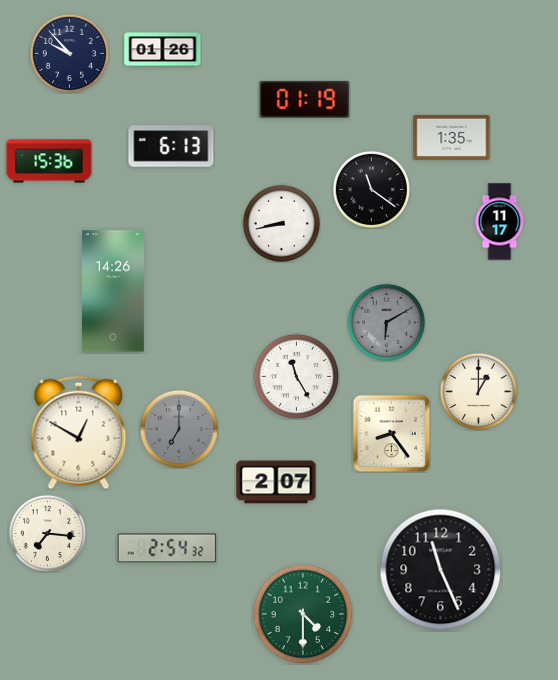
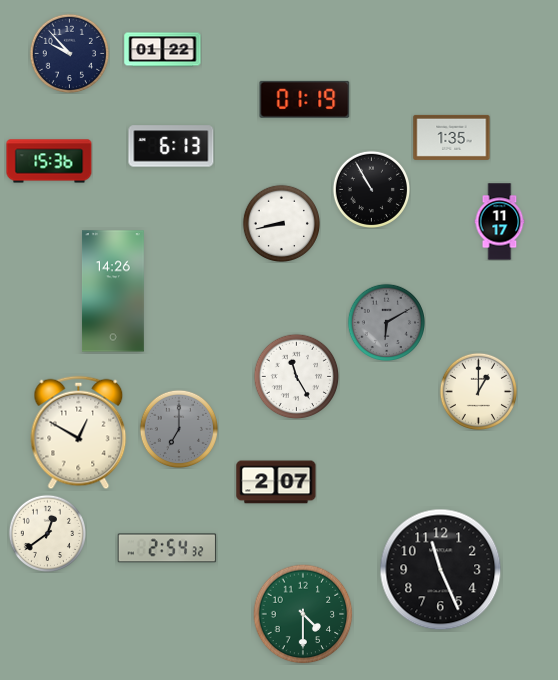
clock at (163, 50): 01:26 -> 01:22
clock at (371, 189): 11:21 -> 10:55
clock at (391, 433): 8:24 -> none
clock at (47, 533): 7:16 -> 12:39
